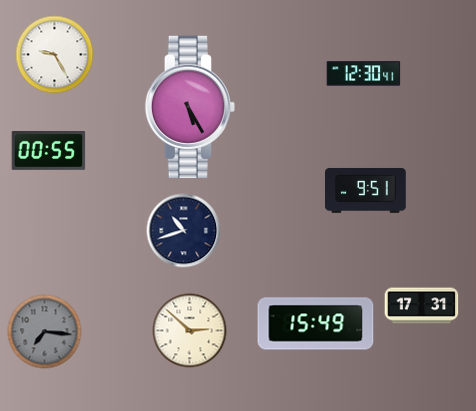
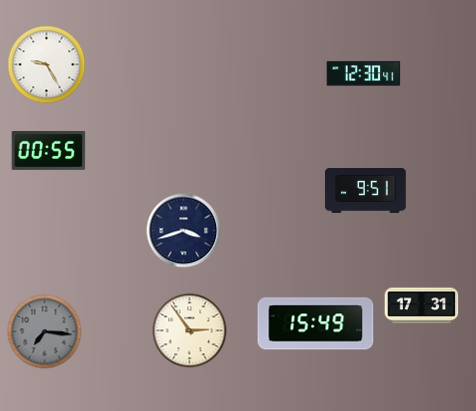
clock at (55, 55) position: (55, 55) -> (47, 65)
clock at (189, 106): 5:25 -> none
clock at (184, 231): 10:42 -> 3:42
clock at (190, 331): 2:52 -> 2:54
